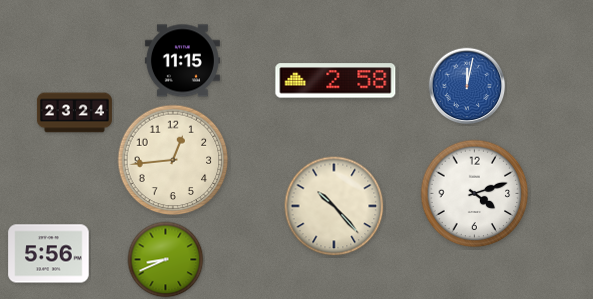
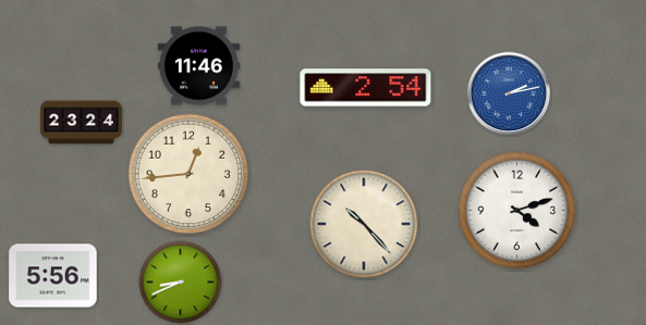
clock at (182, 61): 11:15 -> 11:46
clock at (336, 81): 2:58 -> 2:54
clock at (467, 86): 12:02 -> 2:13
